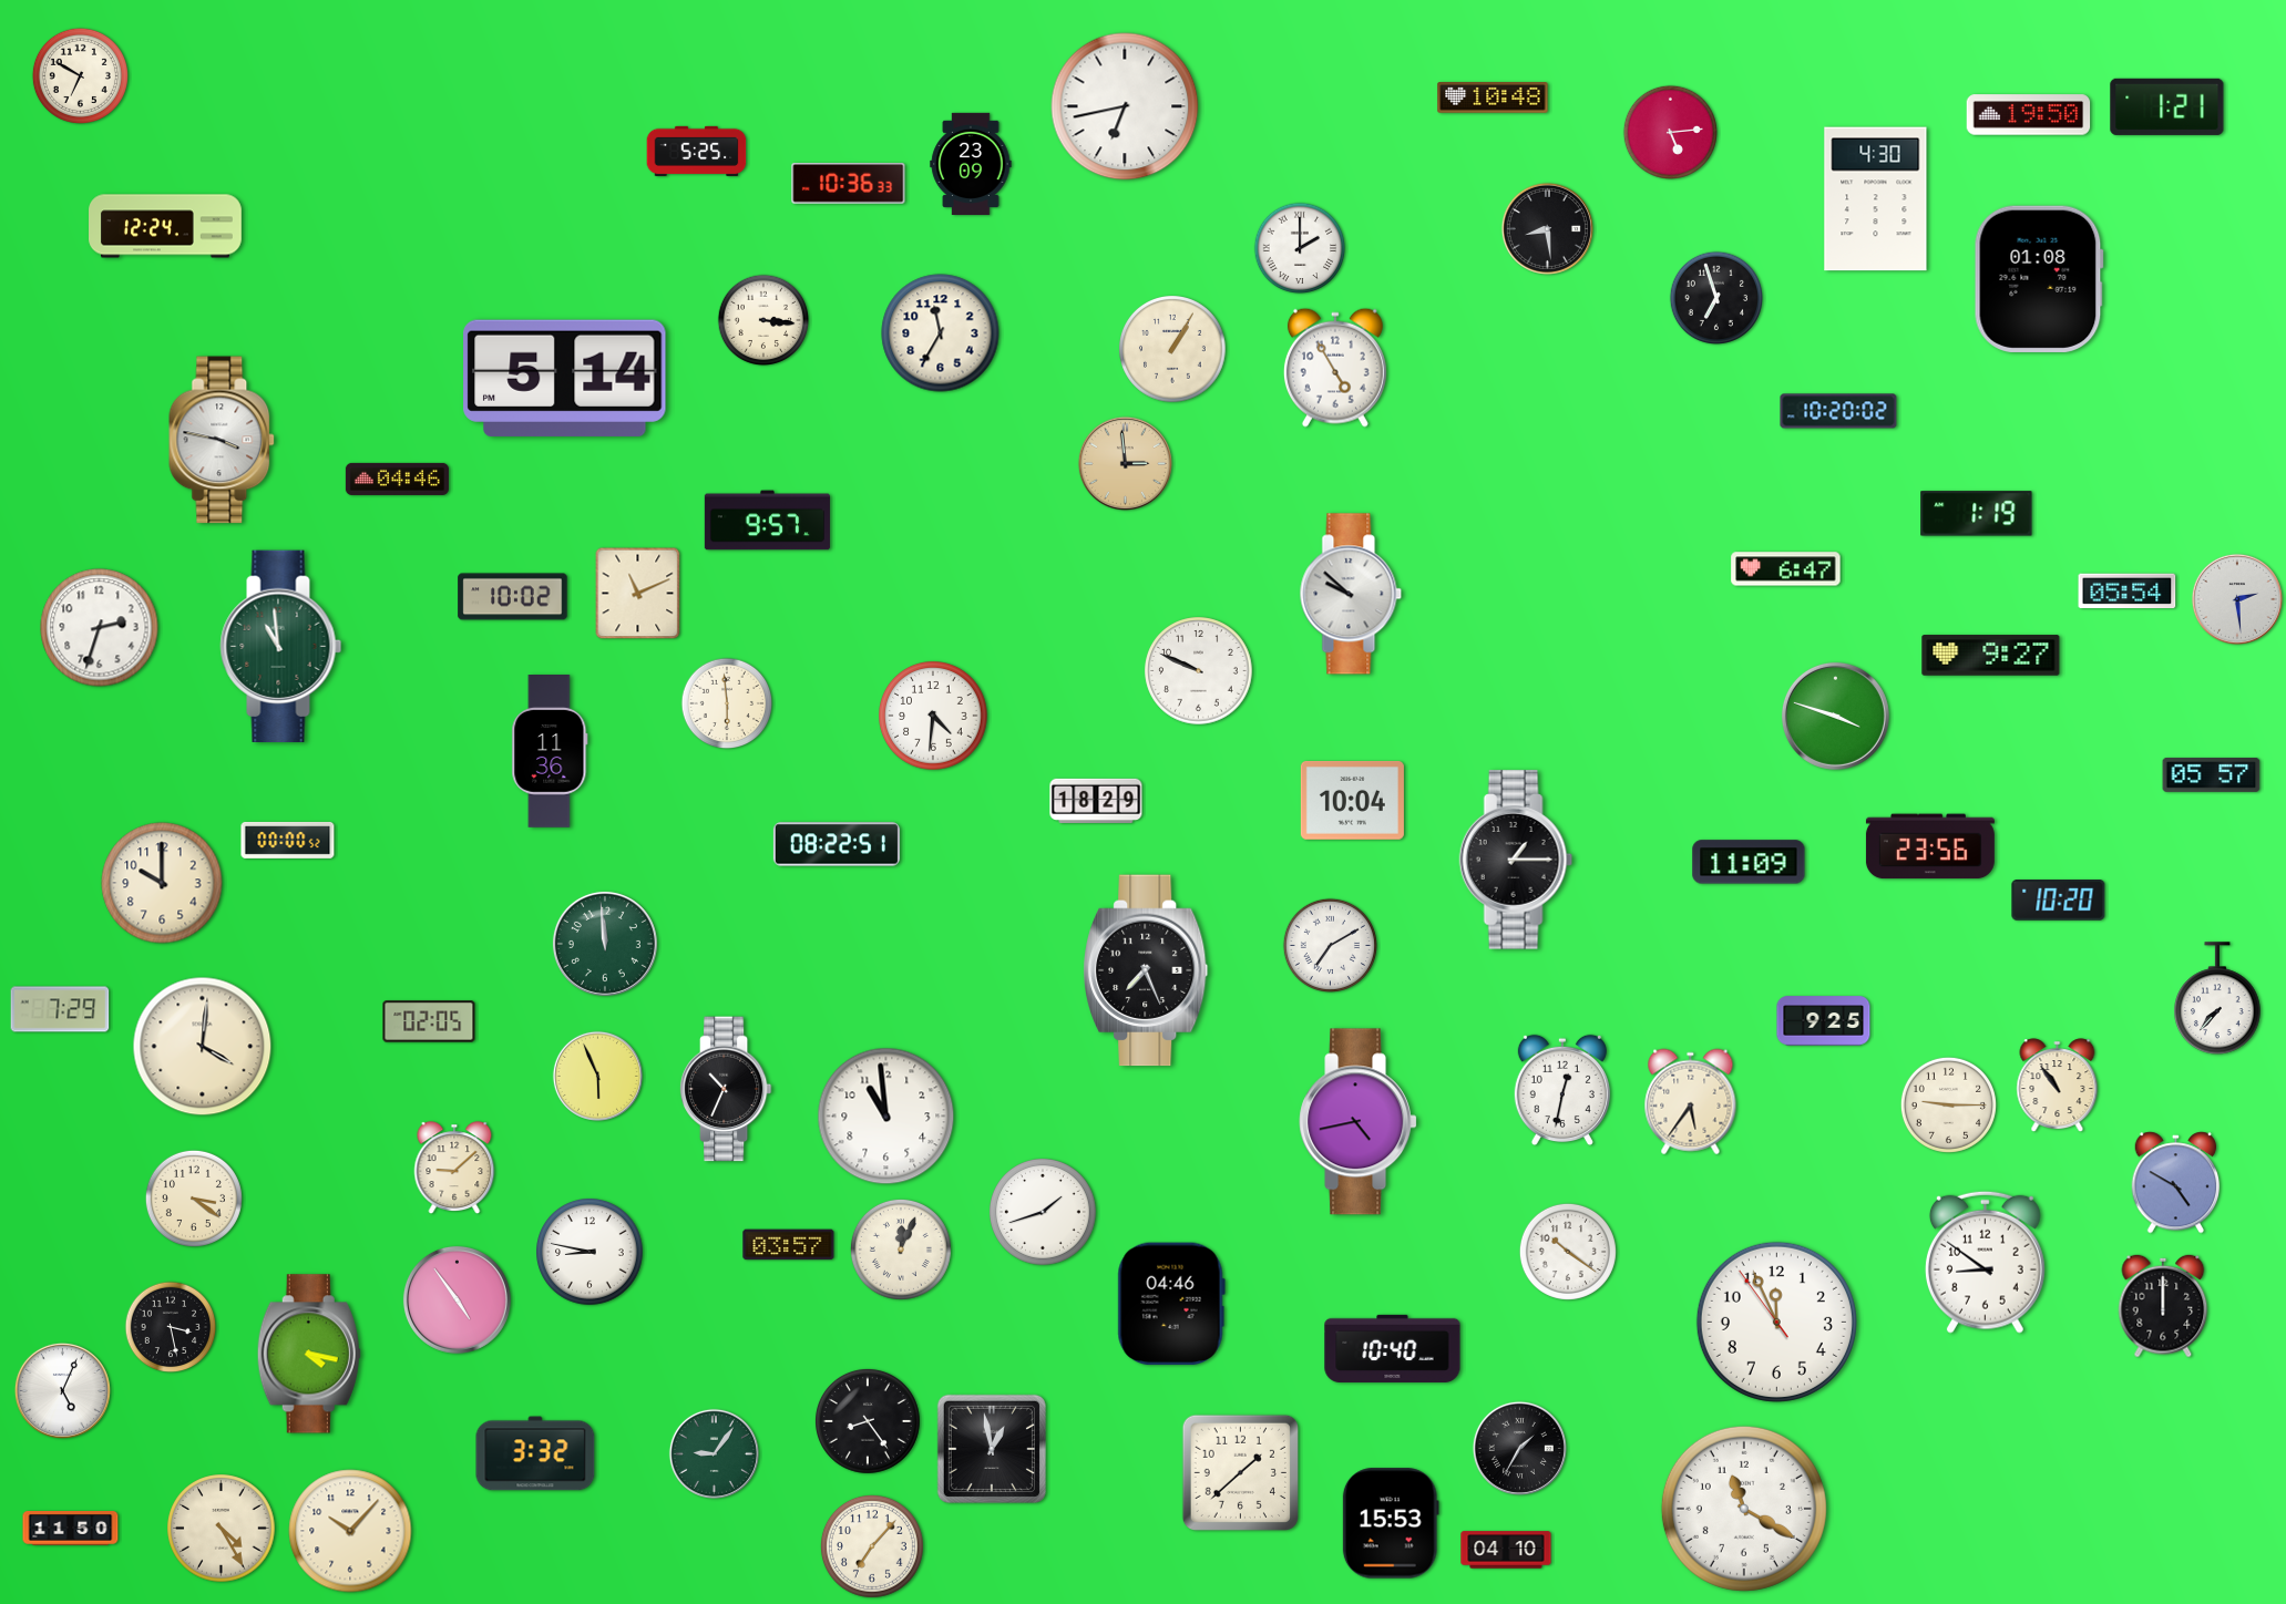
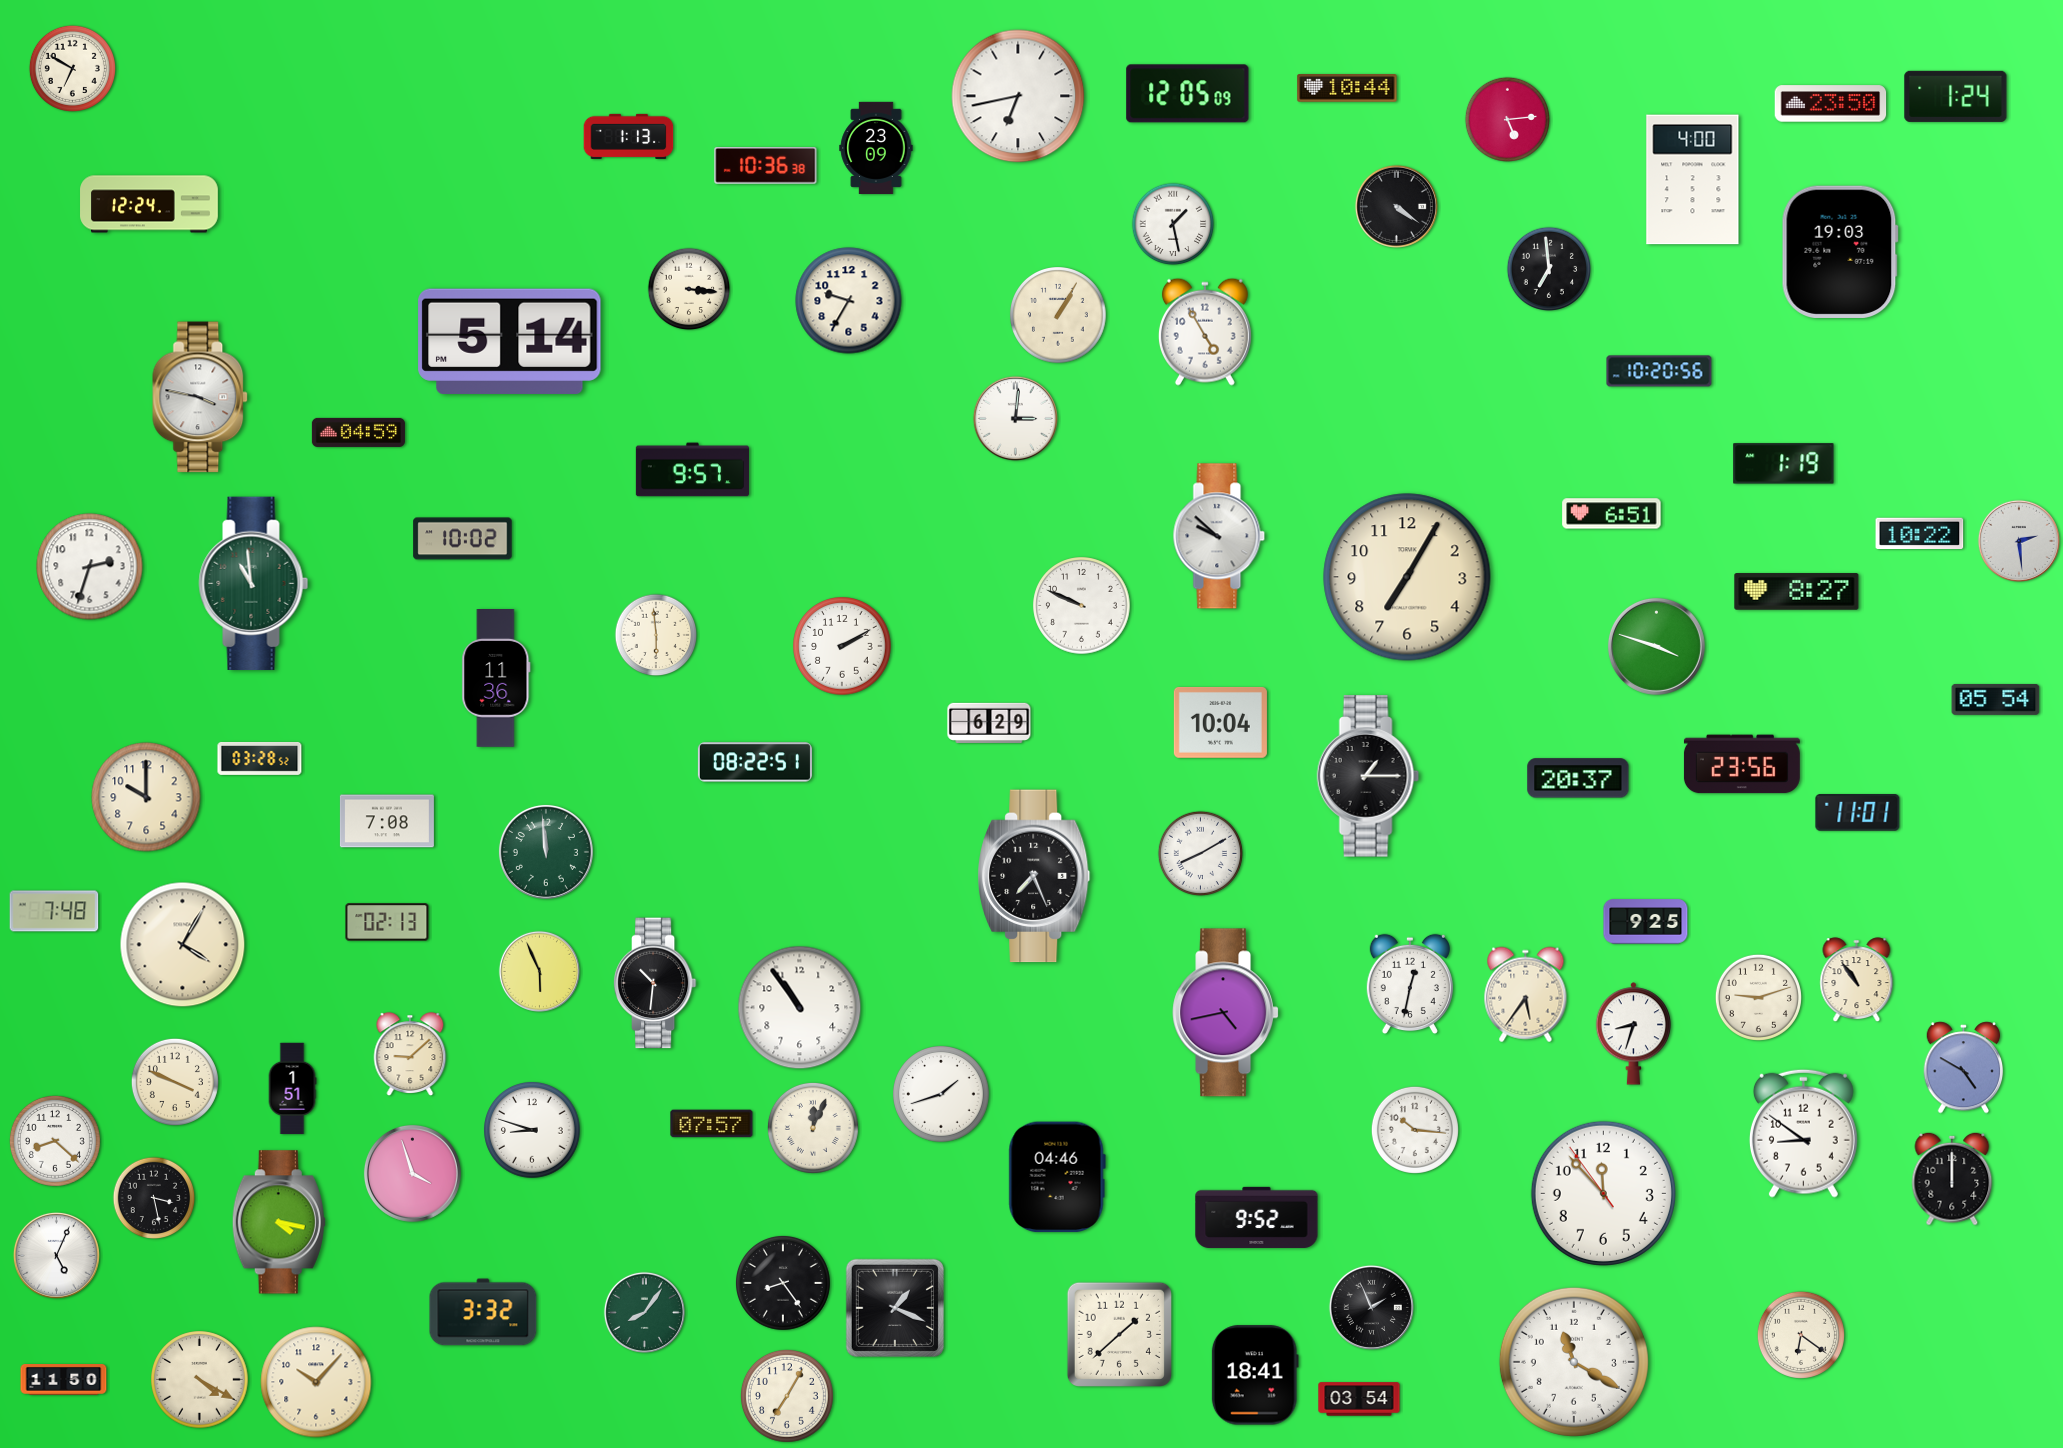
clock at (1493, 97): 10:48 -> 10:44
clock at (1188, 94): none -> 12:05
clock at (1125, 106) position: (1125, 106) -> (1018, 96)
clock at (2167, 106): 1:21 -> 1:24
clock at (2029, 115): 19:50 -> 23:50
clock at (697, 151): 5:25 -> 1:13
clock at (849, 184): 10:36:33 -> 10:36:38
clock at (1876, 199): 4:30 -> 4:00
clock at (1547, 228): 8:29 -> 4:21
clock at (1300, 248): 2:00 -> 1:28
clock at (2039, 279): 01:08 -> 19:03
clock at (1715, 297): 6:57 -> 6:59
clock at (941, 333): 11:35 -> 9:35
clock at (1838, 411): 10:20:02 -> 10:20:56
clock at (1125, 463): 2:59 -> 3:01
clock at (1125, 463) dial: champagne -> white
clock at (397, 479): 04:46 -> 04:59
clock at (1786, 569): 6:47 -> 6:51
clock at (2128, 592): 05:54 -> 10:22
clock at (638, 594): 11:11 -> none
clock at (1407, 577): none -> 7:05
clock at (1991, 656): 9:27 -> 8:27
clock at (933, 716): 4:31 -> 2:10
clock at (2212, 774): 05:57 -> 05:54
clock at (1096, 801): 18:29 -> 6:29
clock at (288, 840): 00:00 -> 03:28
clock at (1749, 862): 11:09 -> 20:37
clock at (2059, 901): 10:20 -> 11:01
clock at (387, 821): none -> 7:08
clock at (1330, 945): 7:10 -> 8:10
clock at (2217, 998): 7:37 -> none
clock at (60, 1009): 7:29 -> 7:48
clock at (429, 1021): 02:05 -> 02:13
clock at (203, 1047): 4:01 -> 4:05
clock at (726, 1089): 10:34 -> 10:31
clock at (1948, 1104): 9:15 -> 9:12
clock at (886, 1117): 10:59 -> 10:54
clock at (1634, 1034): none -> 8:33
clock at (194, 1199): 3:21 -> 3:49
clock at (292, 1089): none -> 1:51
clock at (789, 1245): 03:57 -> 07:57
clock at (1568, 1252): 10:21 -> 10:16
clock at (591, 1253): 8:47 -> 8:48
clock at (1985, 1262) position: (1985, 1262) -> (1803, 1133)
clock at (55, 1141): none -> 8:22
clock at (457, 1299): 4:54 -> 3:57
clock at (1776, 1322): 11:55 -> 11:52
clock at (1393, 1348): 10:40 -> 9:52
clock at (1519, 1448): 1:35 -> 1:56
clock at (992, 1449): 12:58 -> 1:19
clock at (714, 1453): 9:06 -> 8:06
clock at (1240, 1472) position: (1240, 1472) -> (1119, 1334)
clock at (1801, 1335): none -> 6:21
clock at (1391, 1523): 15:53 -> 18:41
clock at (222, 1529): 4:25 -> 4:20
clock at (872, 1546): 7:07 -> 7:05
clock at (1506, 1550): 04:10 -> 03:54
